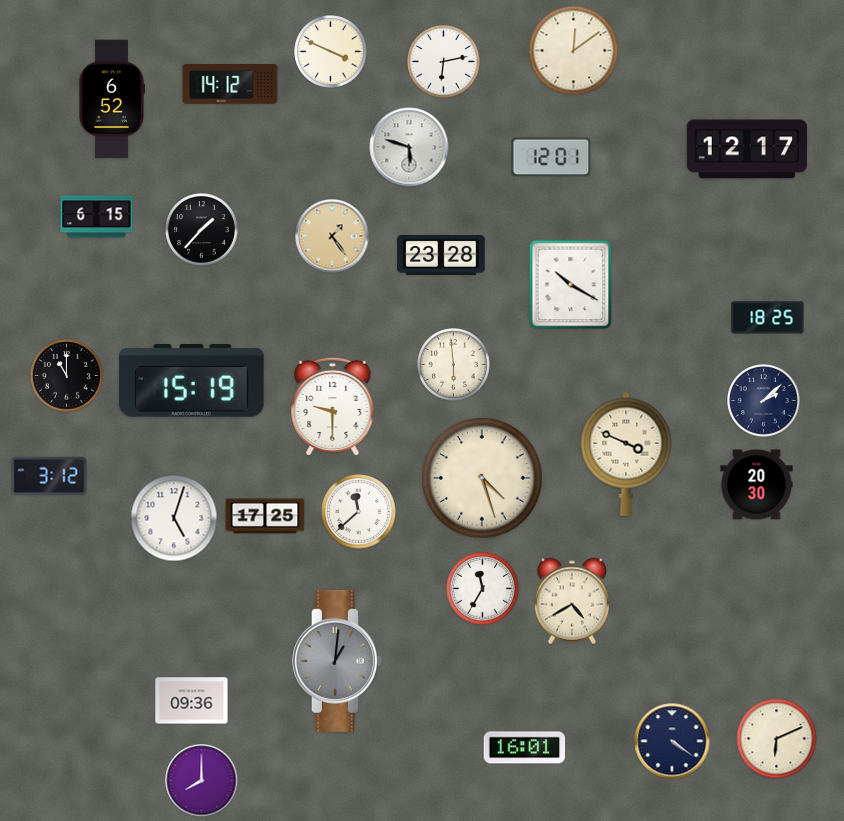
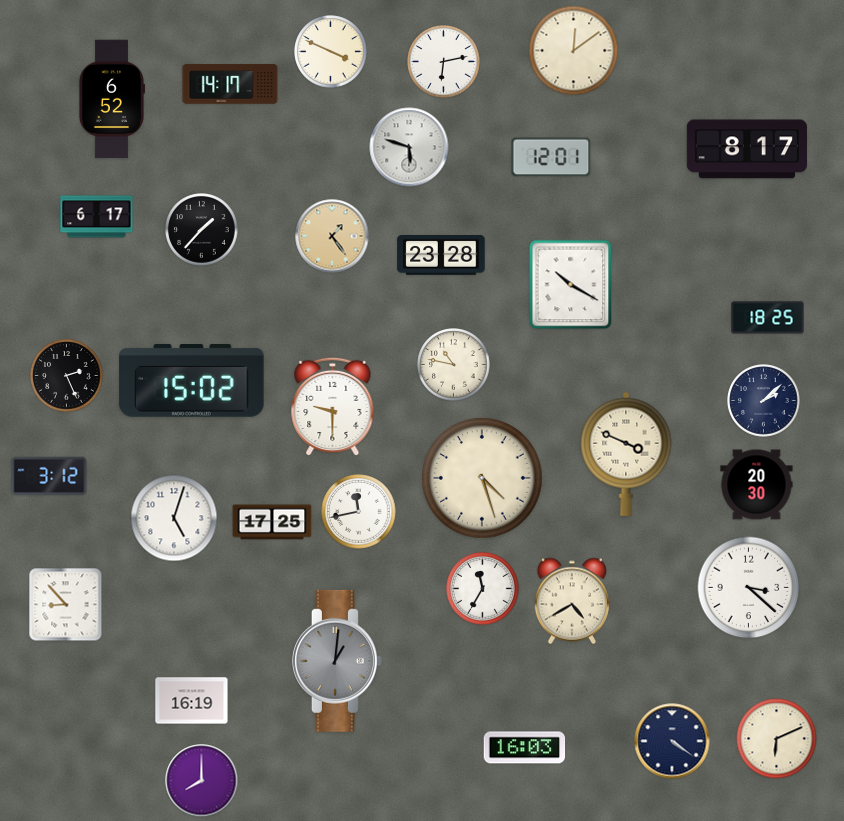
clock at (230, 84): 14:12 -> 14:17
clock at (747, 149): 12:17 -> 8:17
clock at (97, 217): 6:15 -> 6:17
clock at (454, 365): 5:59 -> 10:47
clock at (67, 376): 11:00 -> 2:26
clock at (192, 381): 15:19 -> 15:02
clock at (359, 512): 11:38 -> 11:43
clock at (265, 516) position: (265, 516) -> (272, 522)
clock at (749, 588): none -> 3:22
clock at (66, 605): none -> 8:53
clock at (192, 701): 09:36 -> 16:19
clock at (525, 748): 16:01 -> 16:03
